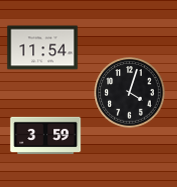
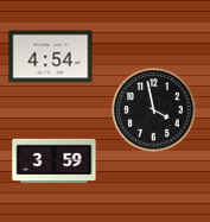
clock at (43, 48): 11:54 -> 4:54
clock at (130, 93): 4:03 -> 3:58
